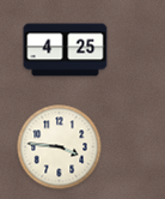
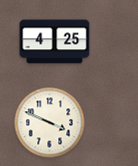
clock at (60, 147): 3:46 -> 3:49
